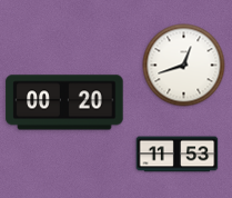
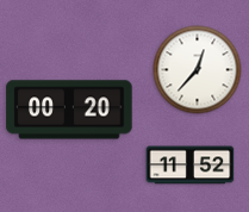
clock at (184, 66): 12:42 -> 12:37
clock at (178, 155): 11:53 -> 11:52
